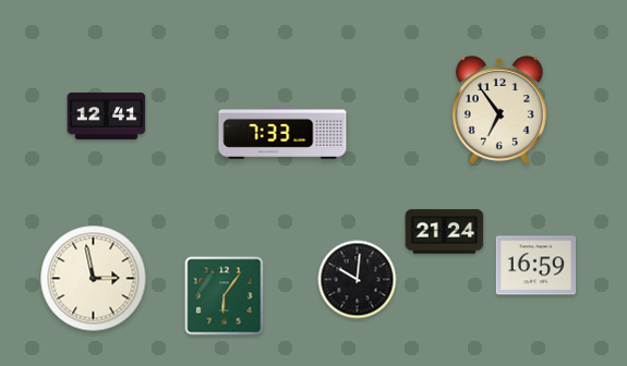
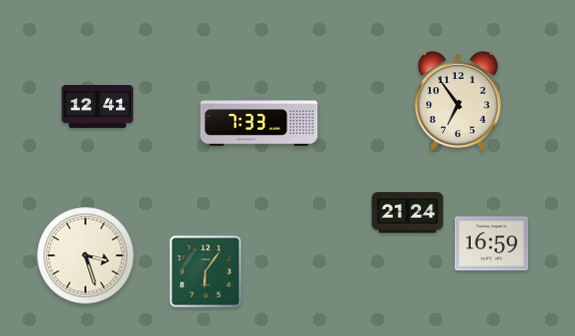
clock at (94, 279): 2:58 -> 3:27
clock at (358, 280): 10:01 -> none
